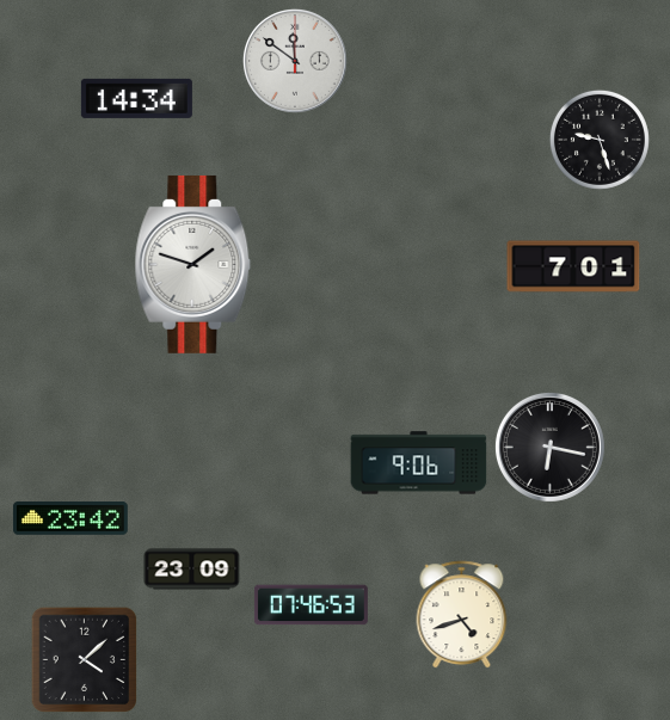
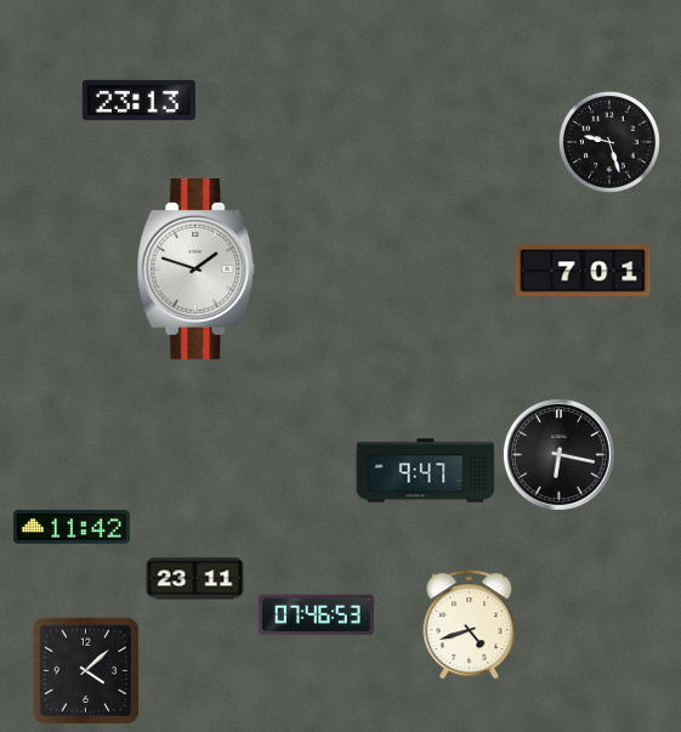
clock at (295, 61): 11:51 -> none
clock at (136, 98): 14:34 -> 23:13
clock at (419, 463): 9:06 -> 9:47
clock at (70, 519): 23:42 -> 11:42
clock at (192, 570): 23:09 -> 23:11
